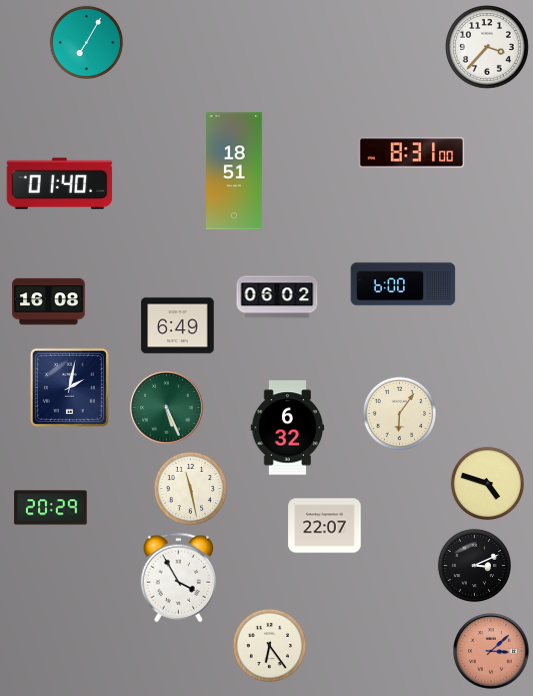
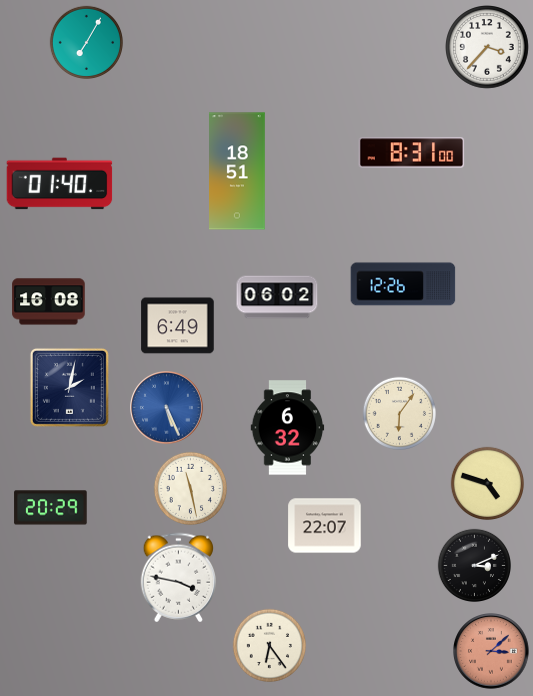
clock at (235, 171) position: (235, 171) -> (238, 171)
clock at (403, 284): 6:00 -> 12:26
clock at (167, 408) dial: green -> blue
clock at (178, 578): 3:55 -> 3:47
